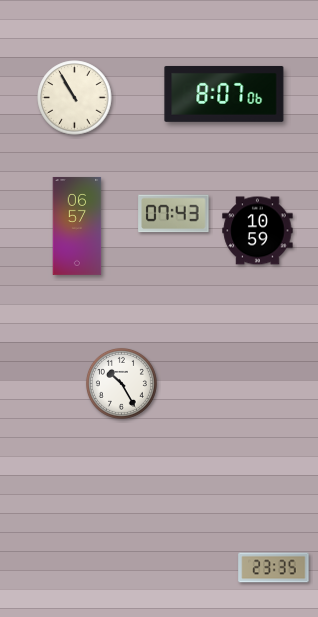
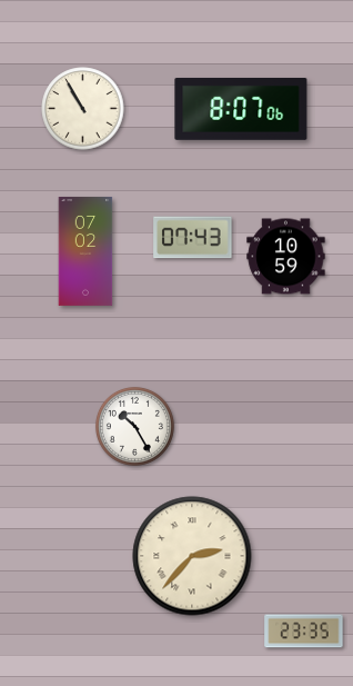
clock at (224, 94) position: (224, 94) -> (241, 109)
clock at (77, 226): 06:57 -> 07:02
clock at (192, 556): none -> 2:37
